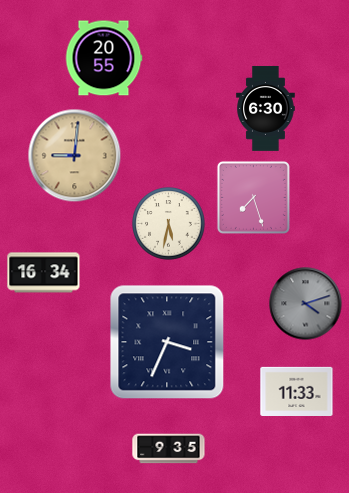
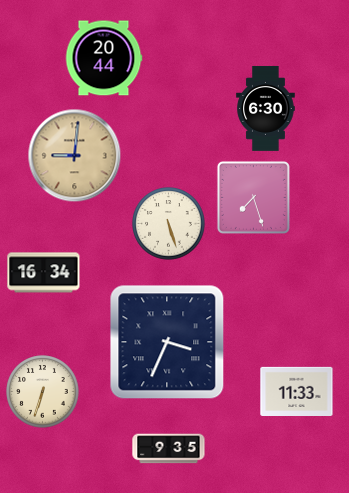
clock at (104, 58): 20:55 -> 20:44
clock at (169, 224): 5:32 -> 5:27
clock at (306, 304): 4:12 -> none
clock at (43, 392): none -> 6:33
